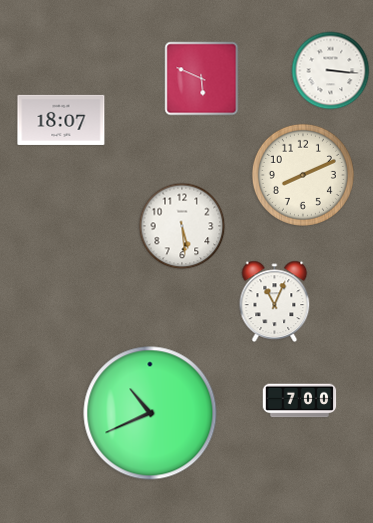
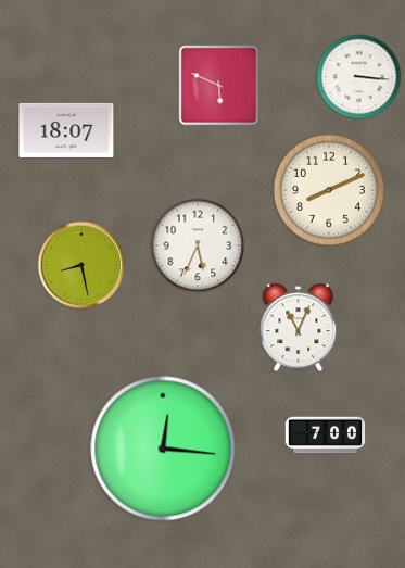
clock at (182, 226): 5:29 -> 5:34
clock at (81, 265): none -> 8:28
clock at (150, 413): 10:41 -> 12:16
